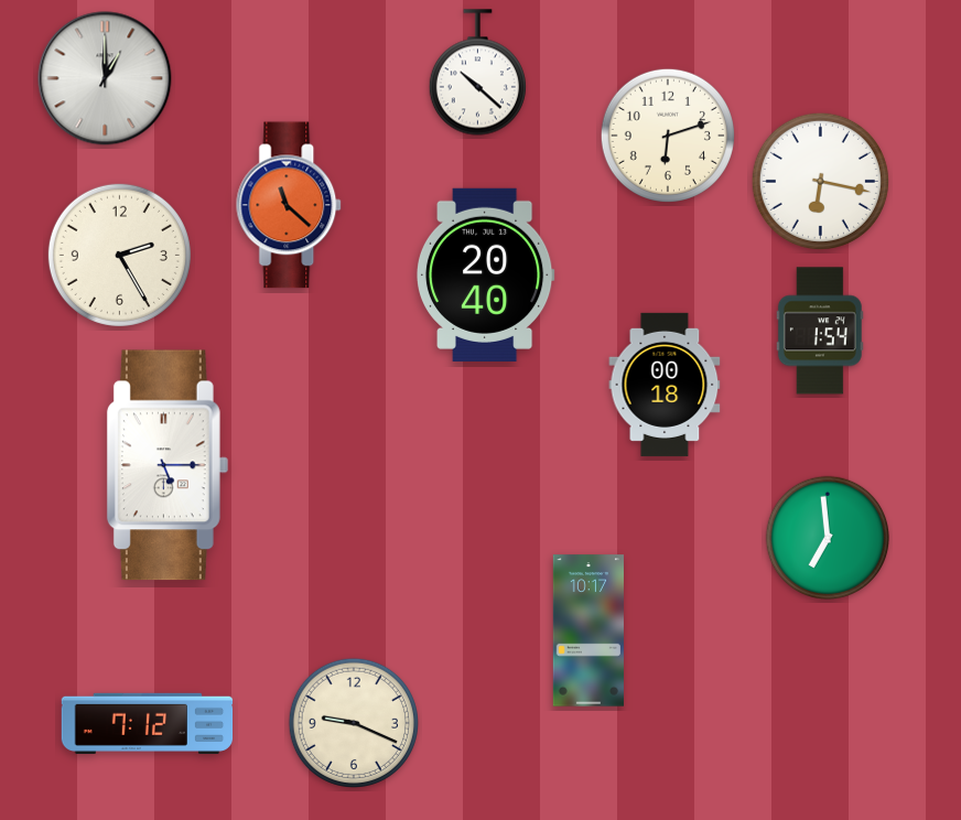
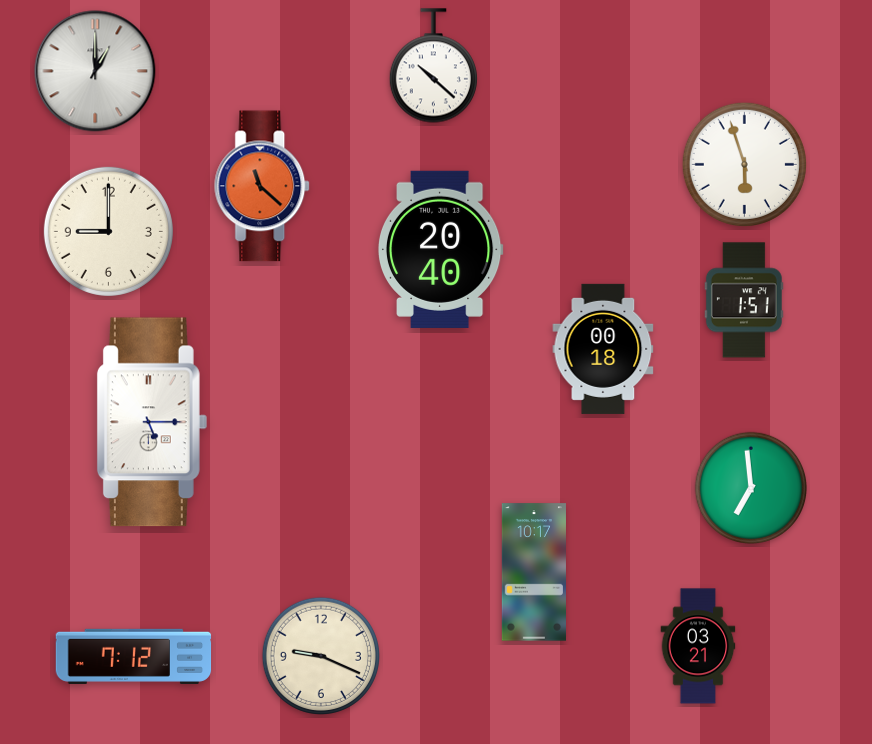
clock at (668, 136): 6:12 -> none
clock at (820, 181): 6:17 -> 5:57
clock at (119, 255): 2:25 -> 9:00
clock at (820, 331): 1:54 -> 1:51
clock at (698, 646): none -> 03:21
